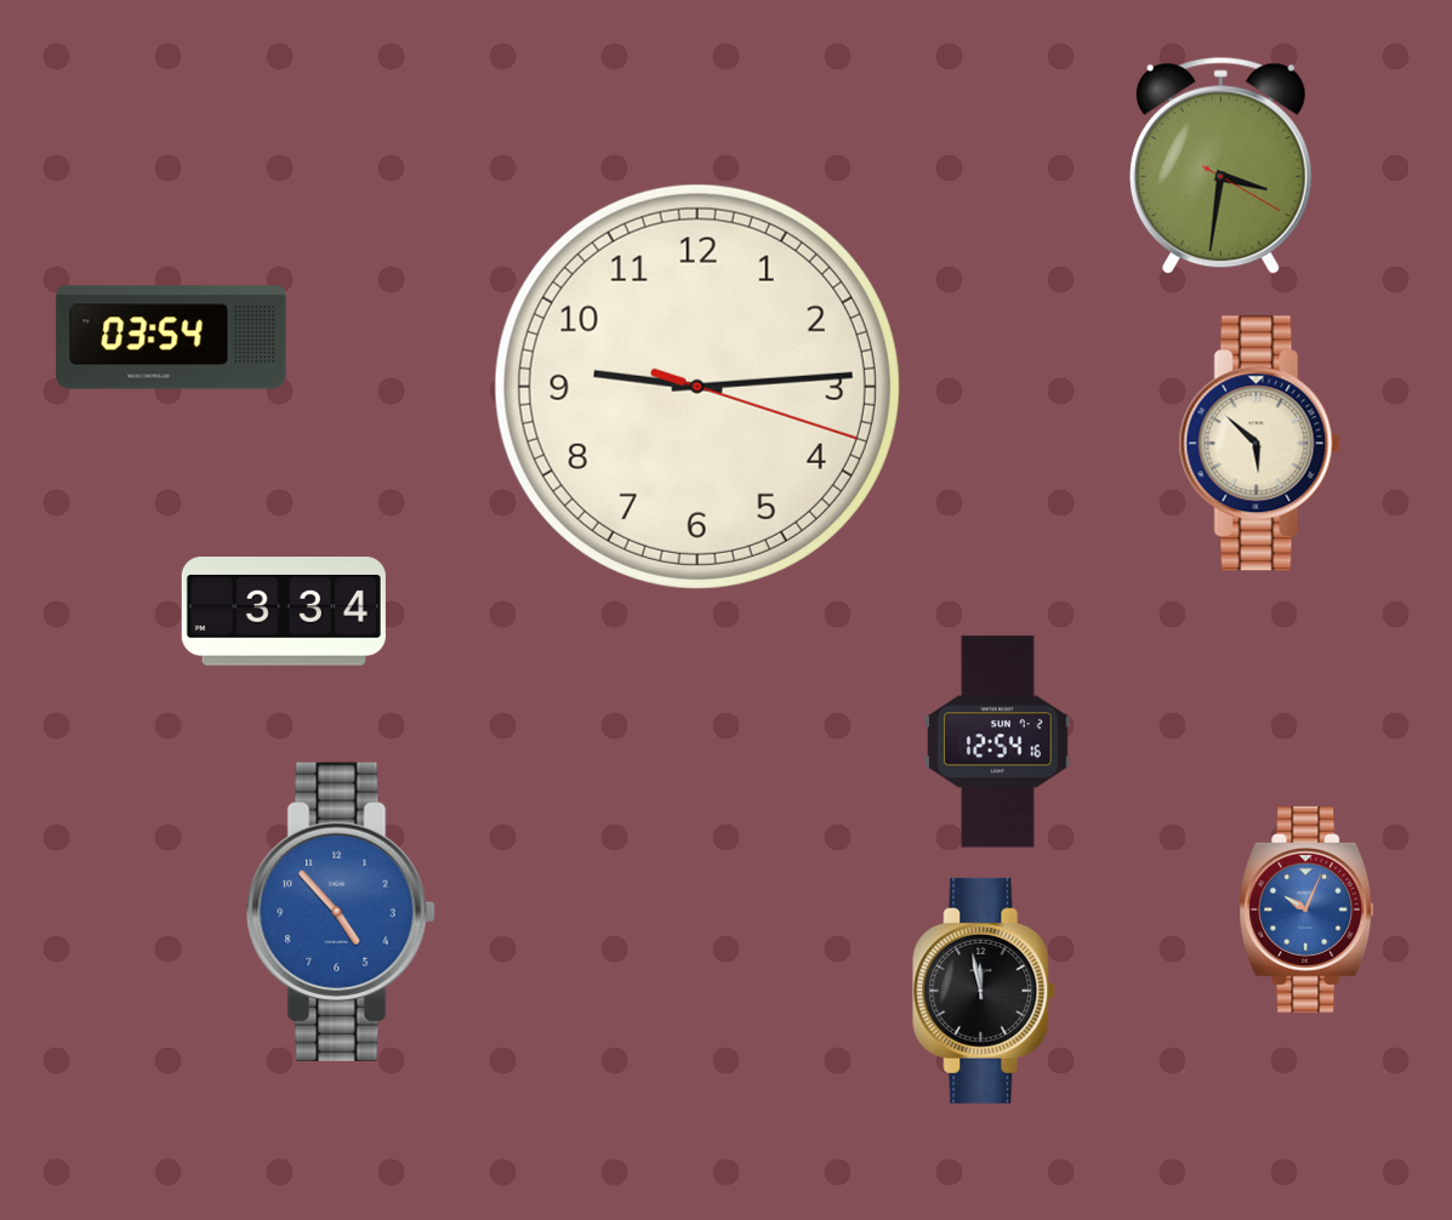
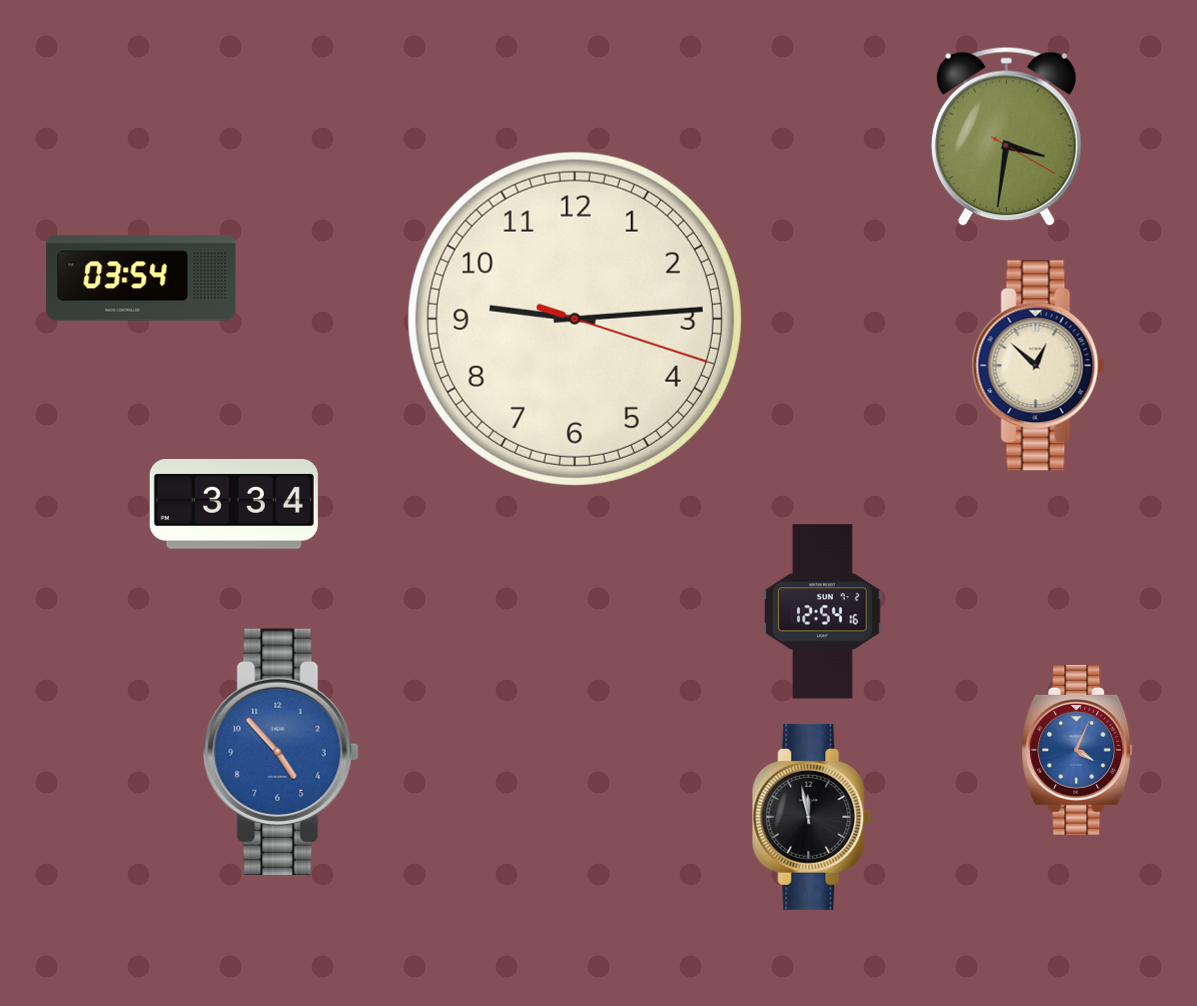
clock at (1259, 444): 5:52 -> 12:52
clock at (1306, 910): 10:04 -> 4:04
